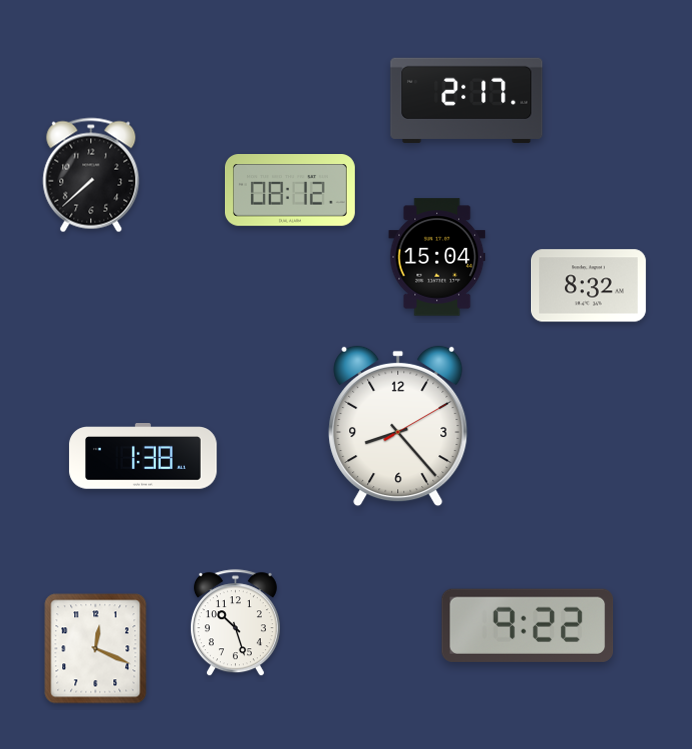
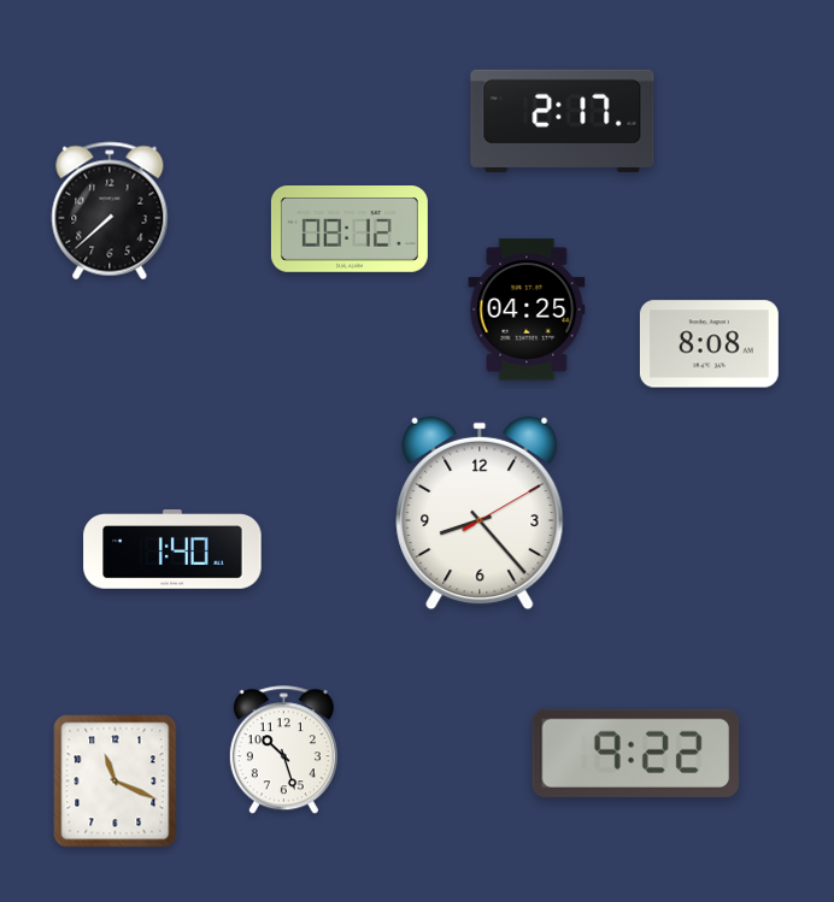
clock at (437, 257): 15:04 -> 04:25
clock at (588, 286): 8:32 -> 8:08
clock at (143, 457): 1:38 -> 1:40
clock at (96, 649): 12:19 -> 11:19
